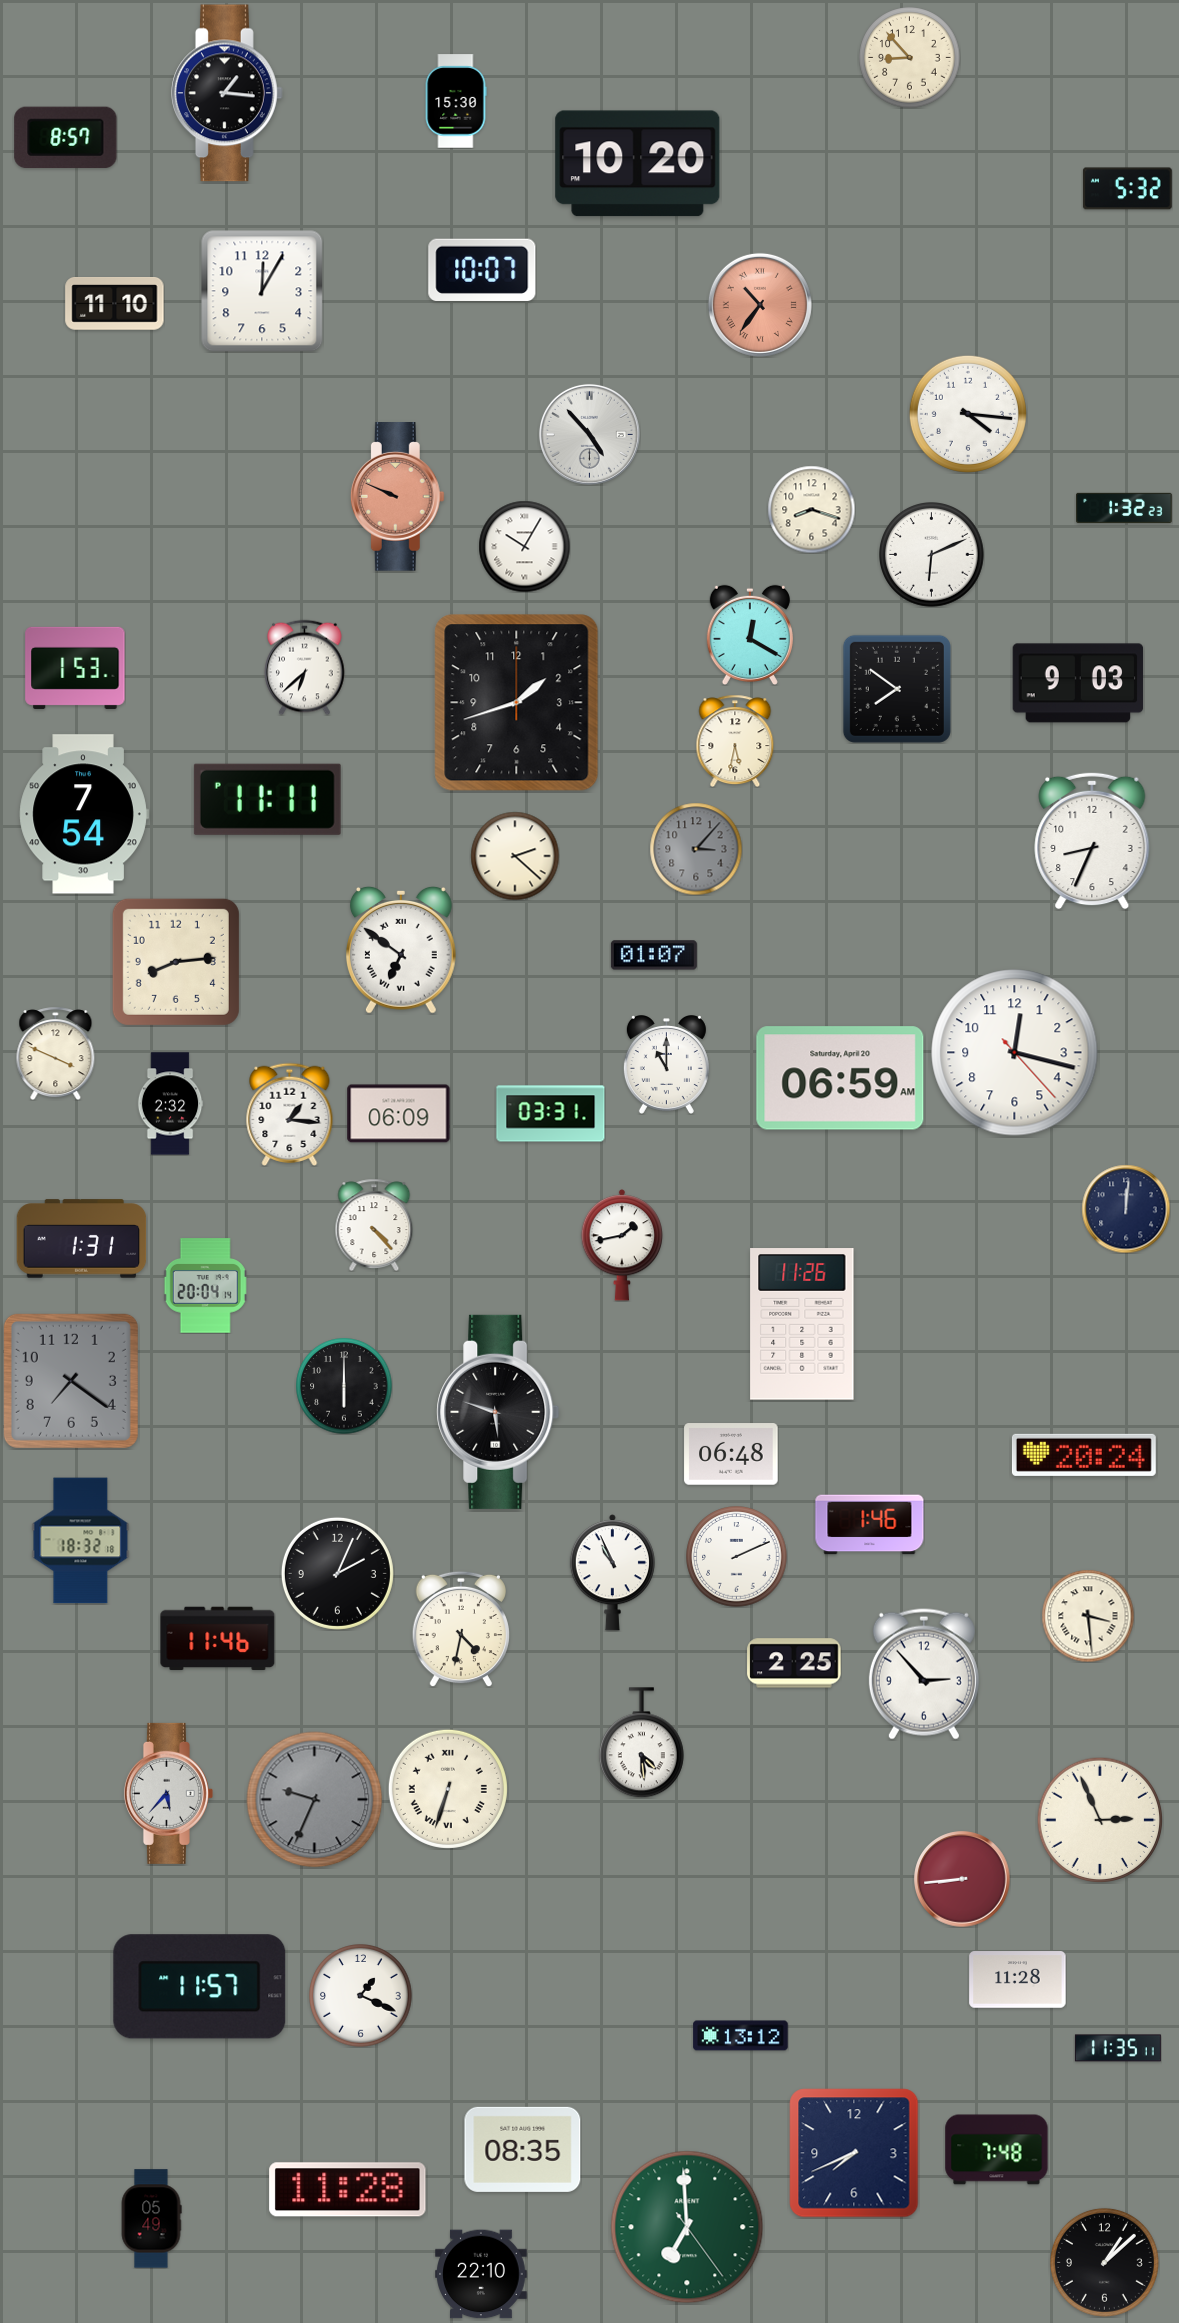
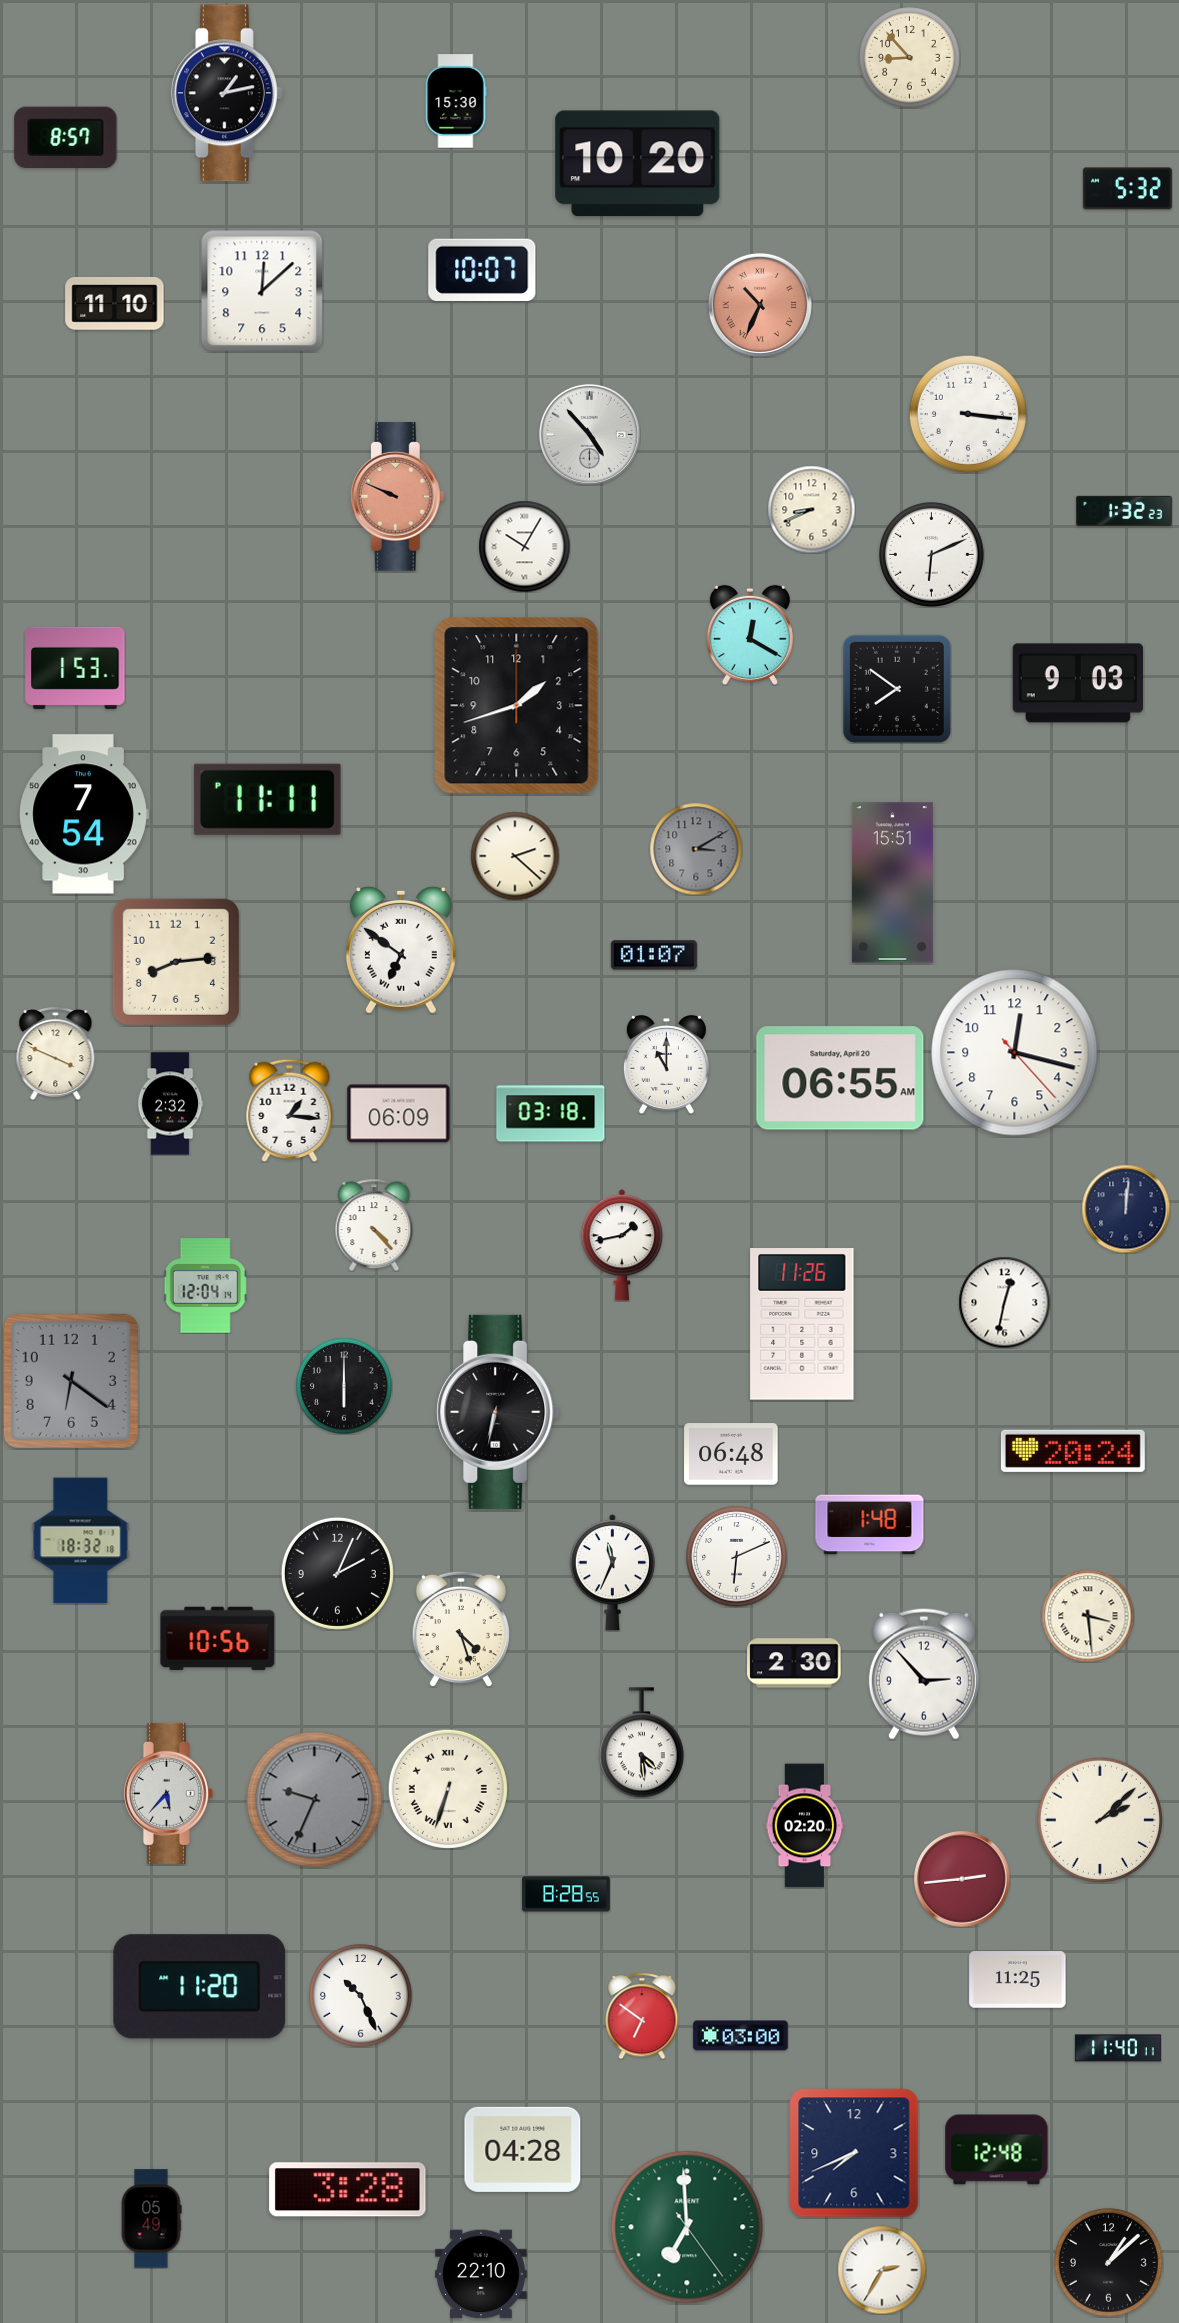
clock at (228, 93): 1:16 -> 1:13
clock at (262, 291): 12:05 -> 12:08
clock at (760, 305): 10:36 -> 10:34
clock at (968, 414): 4:16 -> 3:16
clock at (1124, 508) position: (1124, 508) -> (1124, 511)
clock at (811, 509): 8:18 -> 8:41
clock at (305, 667): 6:38 -> none
clock at (517, 703) position: (517, 703) -> (517, 706)
clock at (735, 741): 5:32 -> none
clock at (1092, 841): 8:34 -> none
clock at (696, 849): 3:07 -> 3:10
clock at (892, 883): none -> 15:51
clock at (840, 1078): 06:59 -> 06:55
clock at (290, 1114) position: (290, 1114) -> (290, 1110)
clock at (551, 1114): 03:31 -> 03:18
clock at (82, 1239): 1:31 -> none
clock at (206, 1286): 20:04 -> 12:04
clock at (1004, 1302): none -> 12:32
clock at (71, 1381): 7:21 -> 6:21
clock at (498, 1412): 5:48 -> 6:32
clock at (1084, 1455) position: (1084, 1455) -> (1073, 1451)
clock at (870, 1525): 1:46 -> 1:48
clock at (737, 1557): 2:11 -> 6:11
clock at (612, 1573): 10:56 -> 11:34
clock at (461, 1629): 4:32 -> 4:27
clock at (218, 1639): 11:46 -> 10:56
clock at (794, 1663): 2:25 -> 2:30
clock at (1099, 1819): 2:56 -> 2:08
clock at (805, 1826): none -> 02:20
clock at (962, 1879): 8:44 -> 2:44
clock at (566, 1894): none -> 8:28
clock at (1018, 1980): 11:28 -> 11:25
clock at (200, 1987): 11:57 -> 11:20
clock at (361, 1996): 1:19 -> 10:26
clock at (642, 2016): none -> 6:51
clock at (741, 2036): 13:12 -> 03:00
clock at (1118, 2048): 11:35 -> 11:40
clock at (523, 2149): 08:35 -> 04:28
clock at (997, 2150): 7:48 -> 12:48
clock at (348, 2190): 11:28 -> 3:28
clock at (1104, 2262) position: (1104, 2262) -> (1108, 2262)
clock at (882, 2270): none -> 2:35
